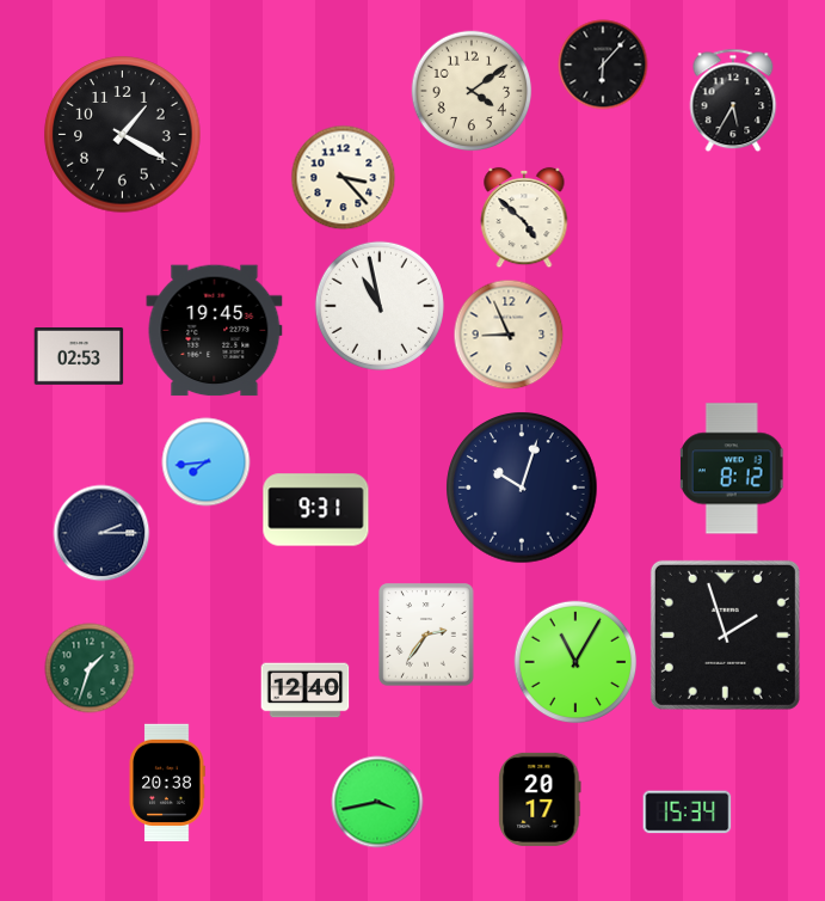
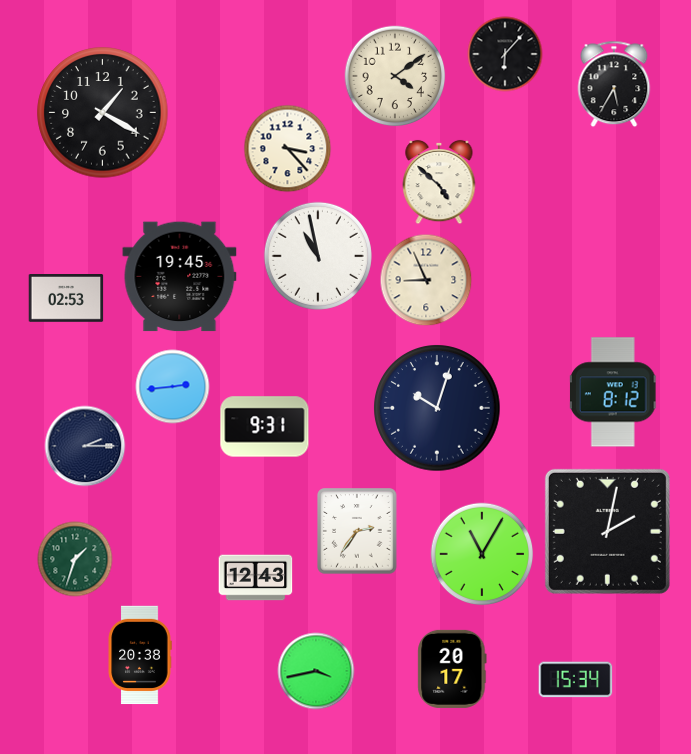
clock at (207, 462): 7:44 -> 2:44
clock at (725, 635): 1:57 -> 2:02
clock at (306, 691): 12:40 -> 12:43
